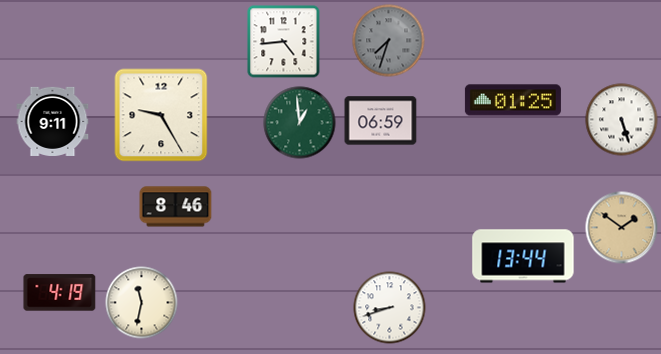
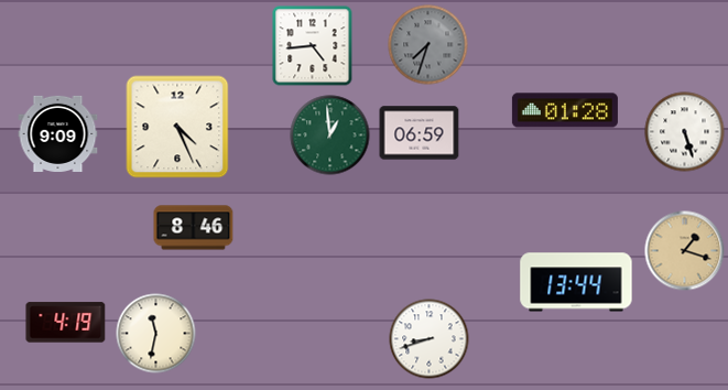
clock at (513, 100): 01:25 -> 01:28
clock at (161, 115): 9:25 -> 4:26
clock at (53, 121): 9:11 -> 9:09
clock at (622, 228): 1:51 -> 1:18
